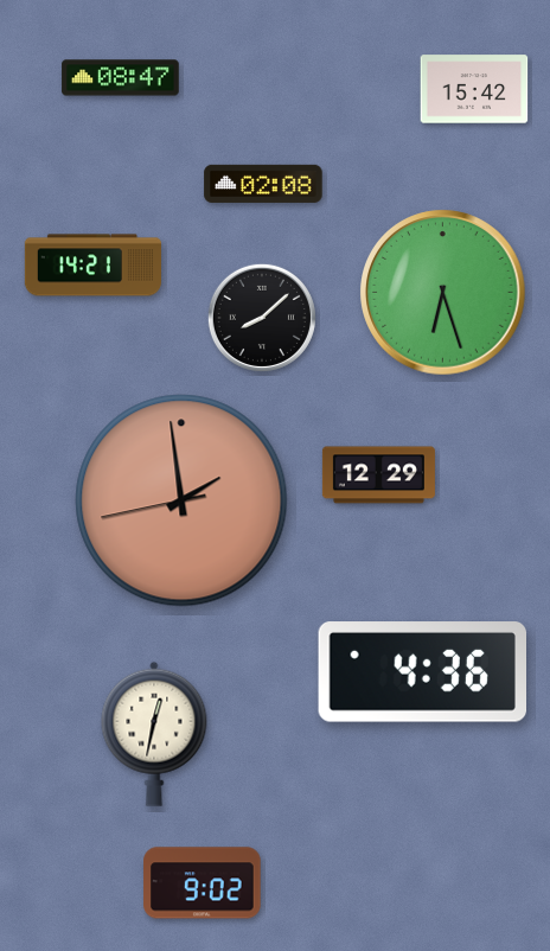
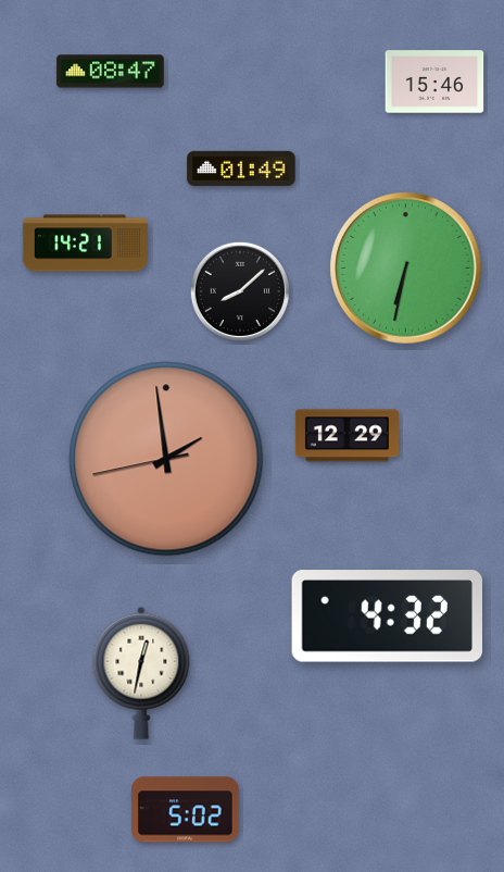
clock at (474, 89): 15:42 -> 15:46
clock at (263, 184): 02:08 -> 01:49
clock at (443, 293): 6:27 -> 6:32
clock at (422, 672): 4:36 -> 4:32
clock at (203, 883): 9:02 -> 5:02
